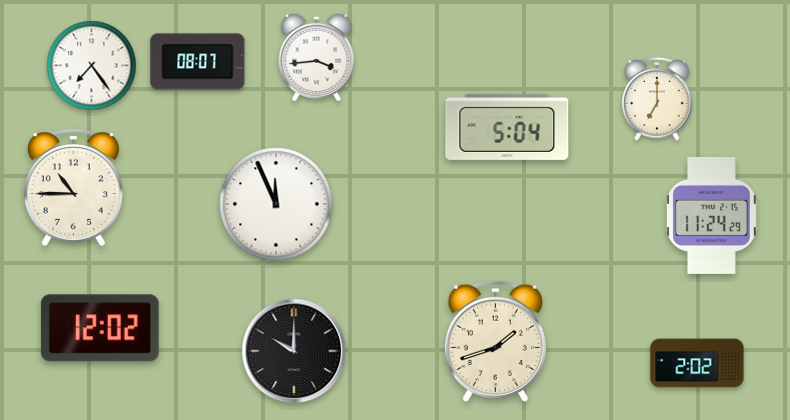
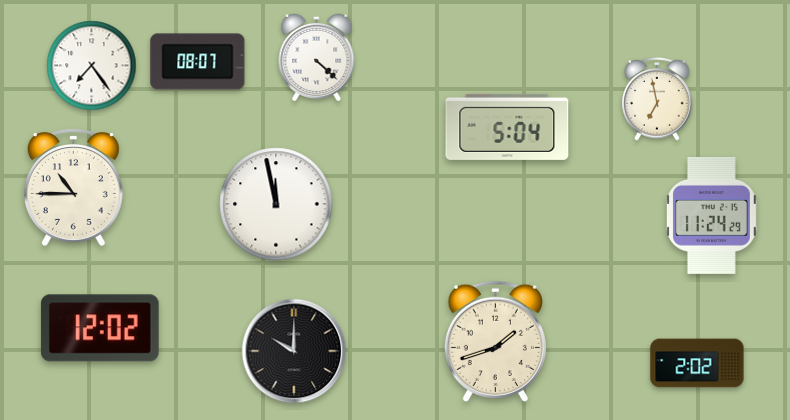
clock at (317, 56): 3:44 -> 4:22
clock at (657, 99): 7:00 -> 6:58
clock at (276, 204): 11:56 -> 11:58
